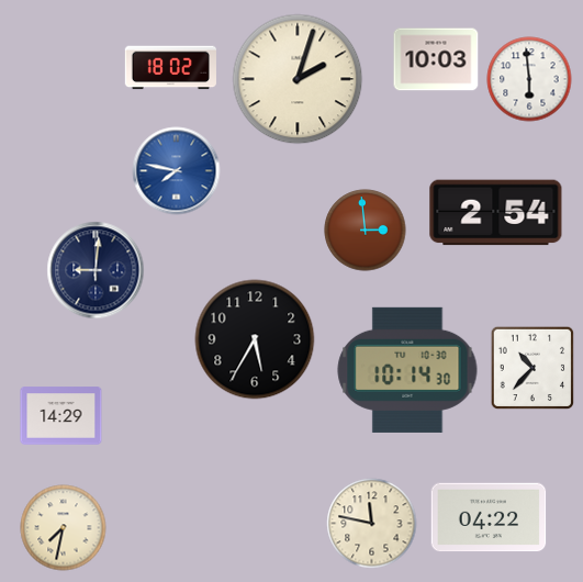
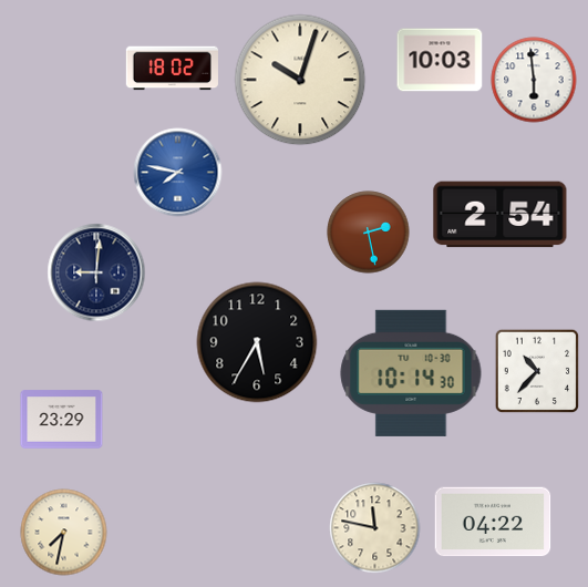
clock at (298, 79): 2:03 -> 10:03
clock at (366, 231): 2:59 -> 2:28
clock at (61, 416): 14:29 -> 23:29
